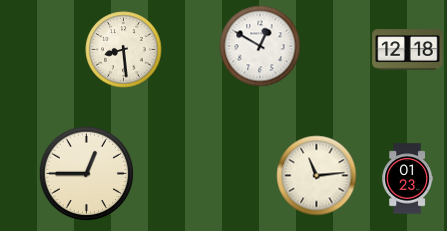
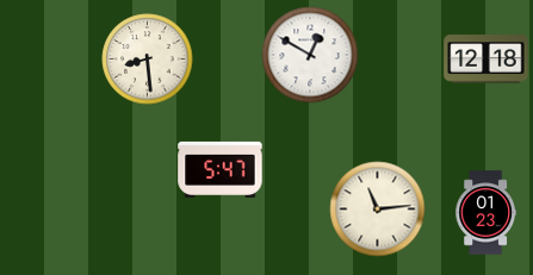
clock at (221, 169): none -> 5:47
clock at (87, 174): 12:45 -> none
